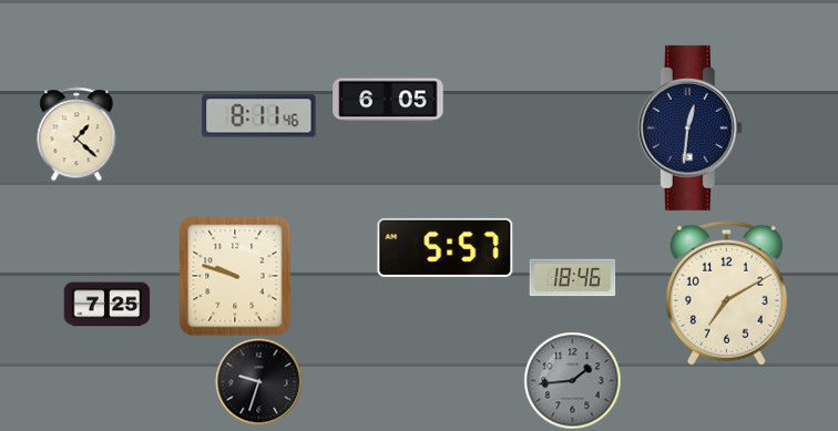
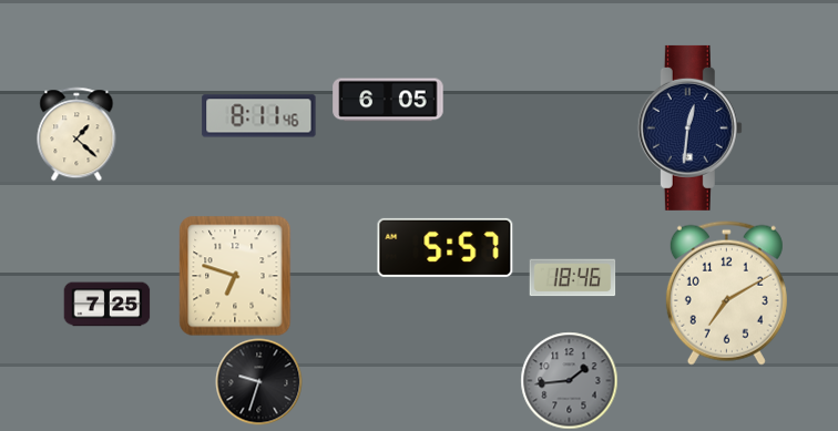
clock at (235, 276): 9:48 -> 6:48
clock at (572, 380) position: (572, 380) -> (569, 380)
